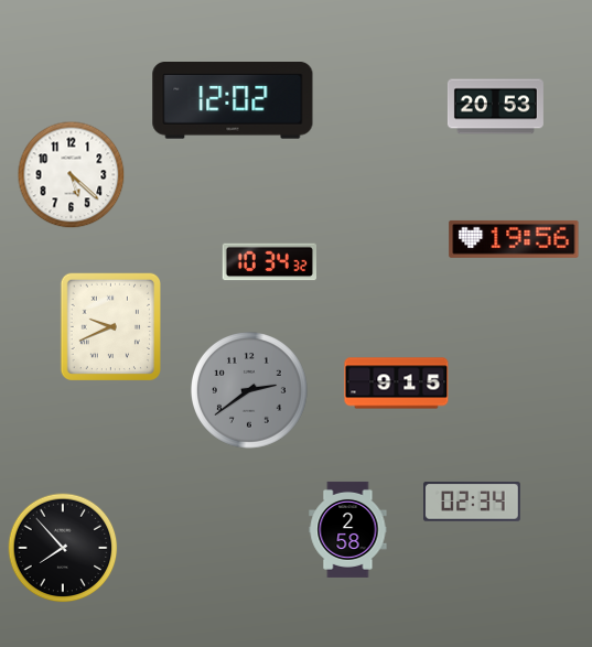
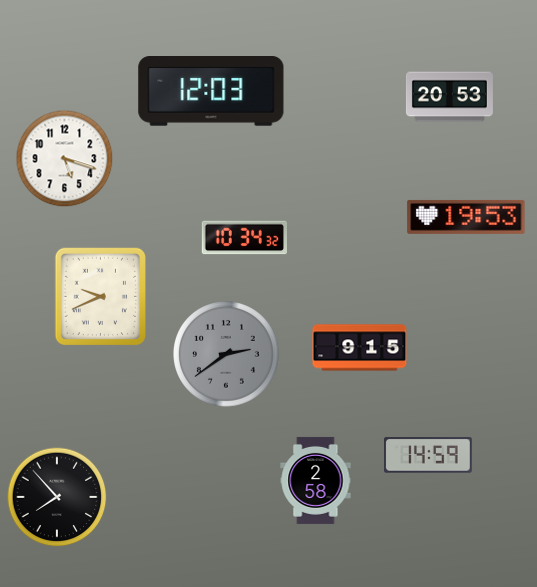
clock at (233, 101): 12:02 -> 12:03
clock at (72, 175): 5:22 -> 5:18
clock at (514, 239): 19:56 -> 19:53
clock at (473, 502): 02:34 -> 14:59
